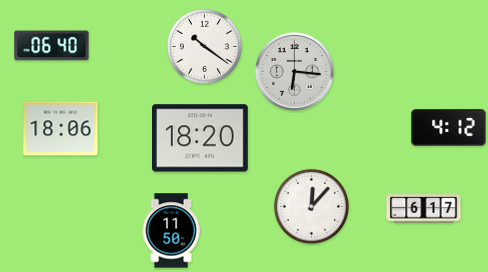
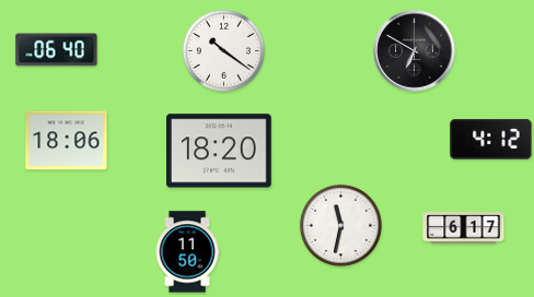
clock at (415, 51): none -> 6:50
clock at (295, 72): 6:16 -> none
clock at (311, 206): 12:07 -> 11:32
